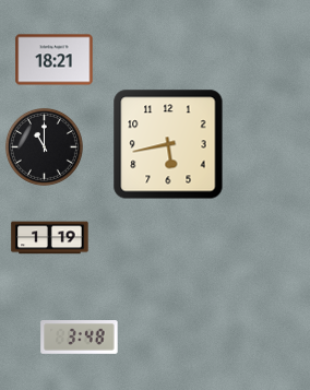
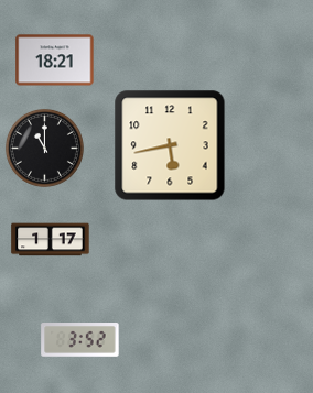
clock at (50, 238): 1:19 -> 1:17
clock at (80, 338): 3:48 -> 3:52
